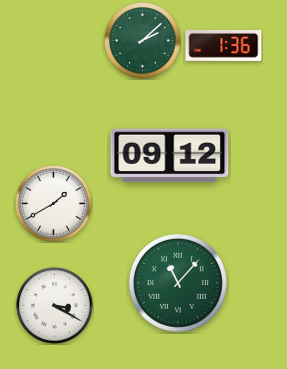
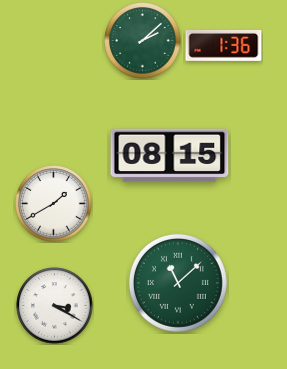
clock at (170, 156): 09:12 -> 08:15
clock at (178, 283): 11:07 -> 11:08
